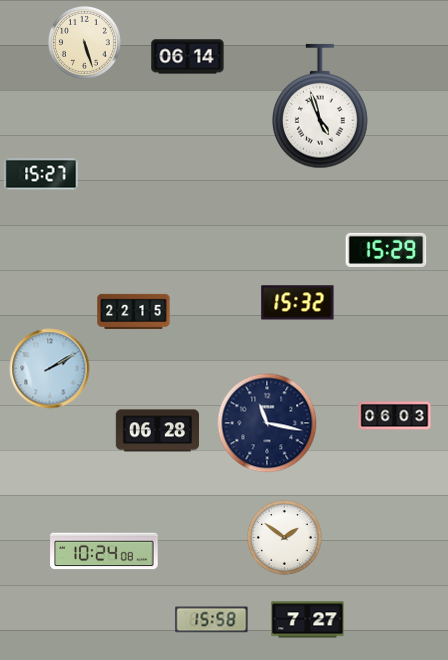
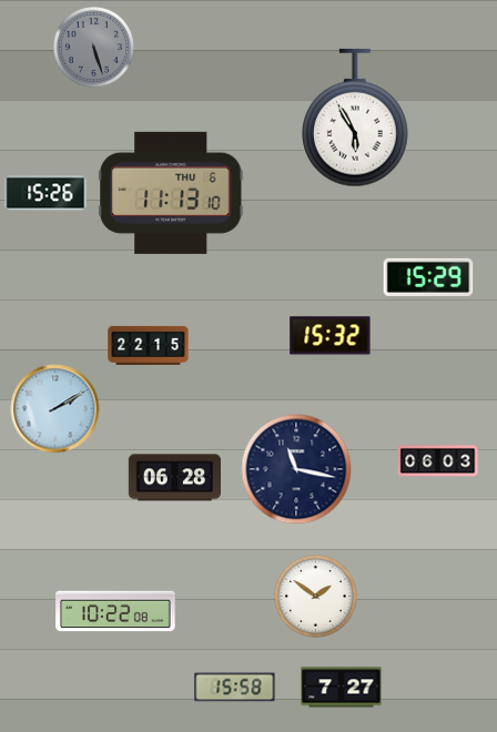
clock at (85, 43) dial: cream -> grey
clock at (188, 57): 06:14 -> none
clock at (321, 106): 4:57 -> 5:55
clock at (41, 174): 15:27 -> 15:26
clock at (172, 193): none -> 11:13
clock at (104, 551): 10:24 -> 10:22
